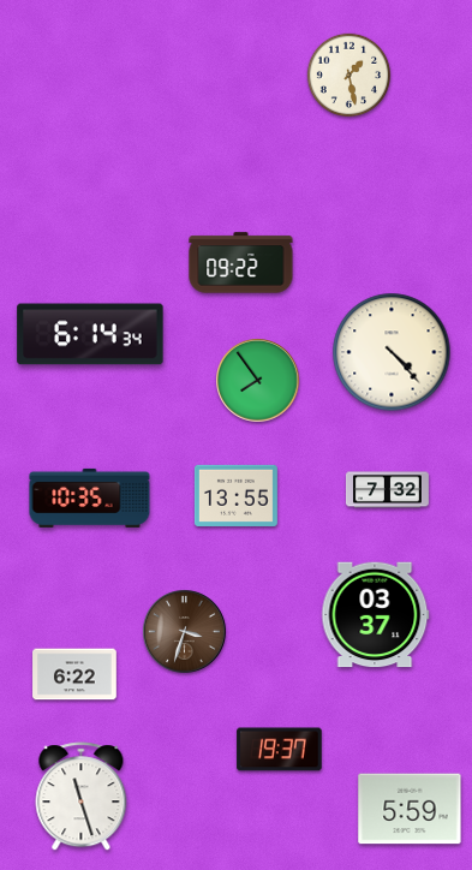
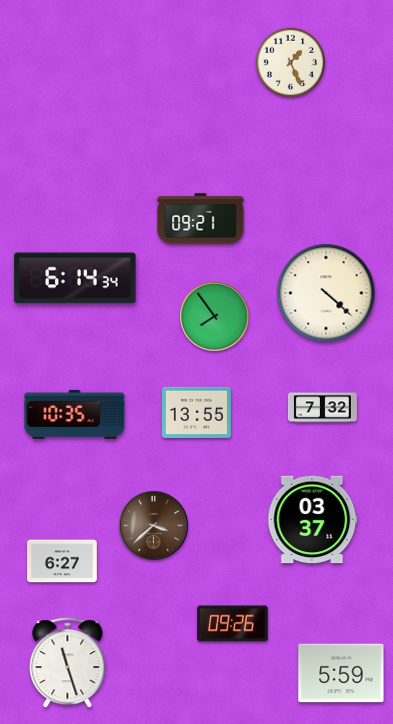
clock at (349, 76): 1:28 -> 1:26
clock at (241, 263): 09:22 -> 09:21
clock at (392, 352): 4:23 -> 4:22
clock at (376, 615) position: (376, 615) -> (313, 520)
clock at (185, 632): 3:33 -> 3:38
clock at (74, 674): 6:22 -> 6:27
clock at (280, 750): 19:37 -> 09:26
